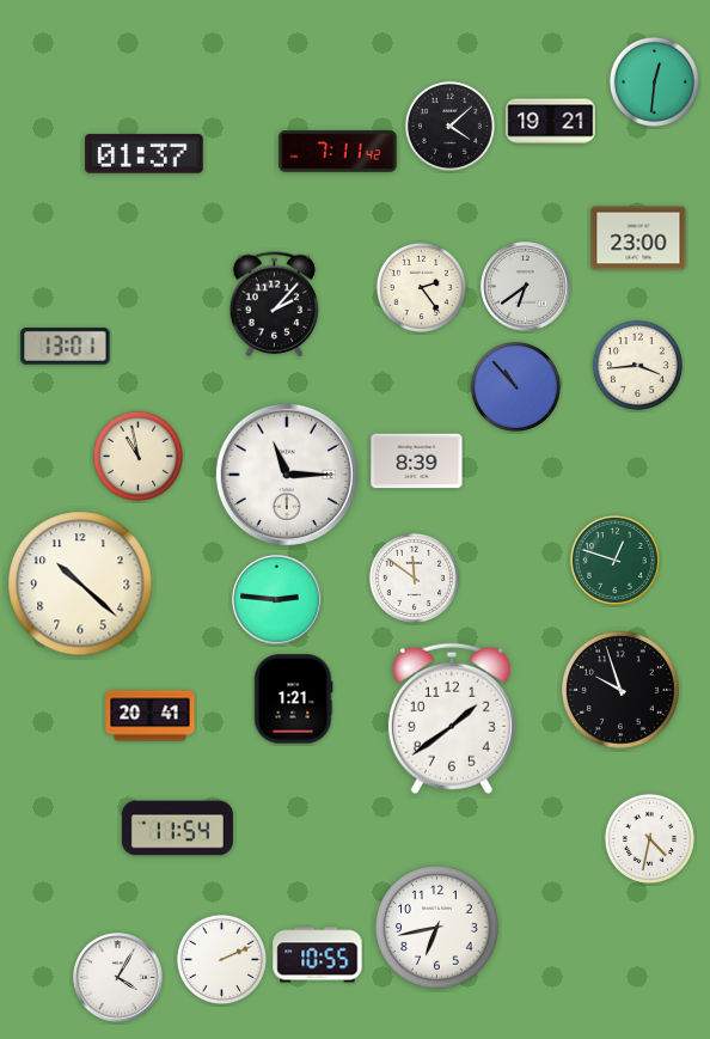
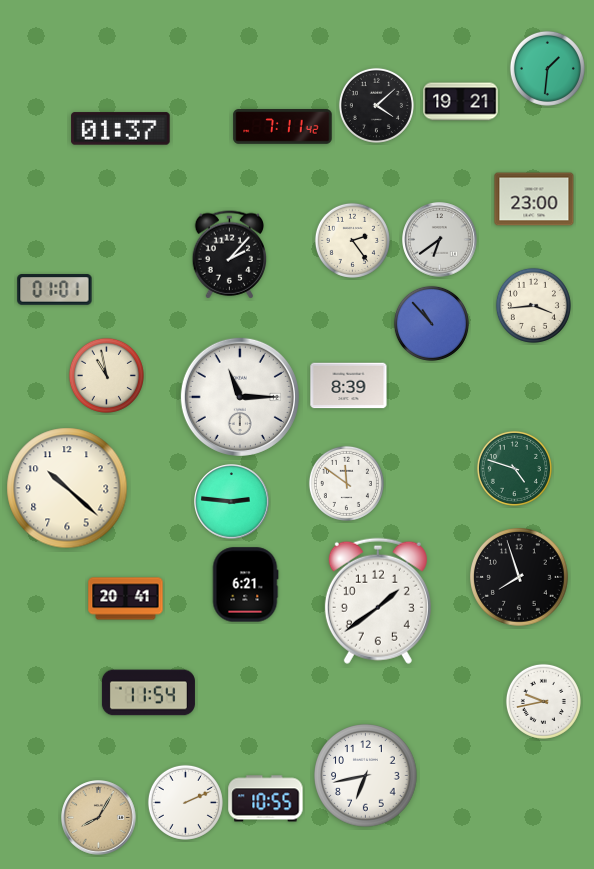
clock at (654, 81): 12:31 -> 1:31
clock at (66, 347): 13:01 -> 01:01
clock at (137, 456) position: (137, 456) -> (106, 375)
clock at (614, 560): 12:48 -> 4:48
clock at (622, 691): 9:57 -> 7:57
clock at (293, 699): 1:21 -> 6:21
clock at (649, 838): 4:32 -> 9:43
clock at (118, 978): 4:05 -> 8:05
clock at (118, 978) dial: white -> champagne
